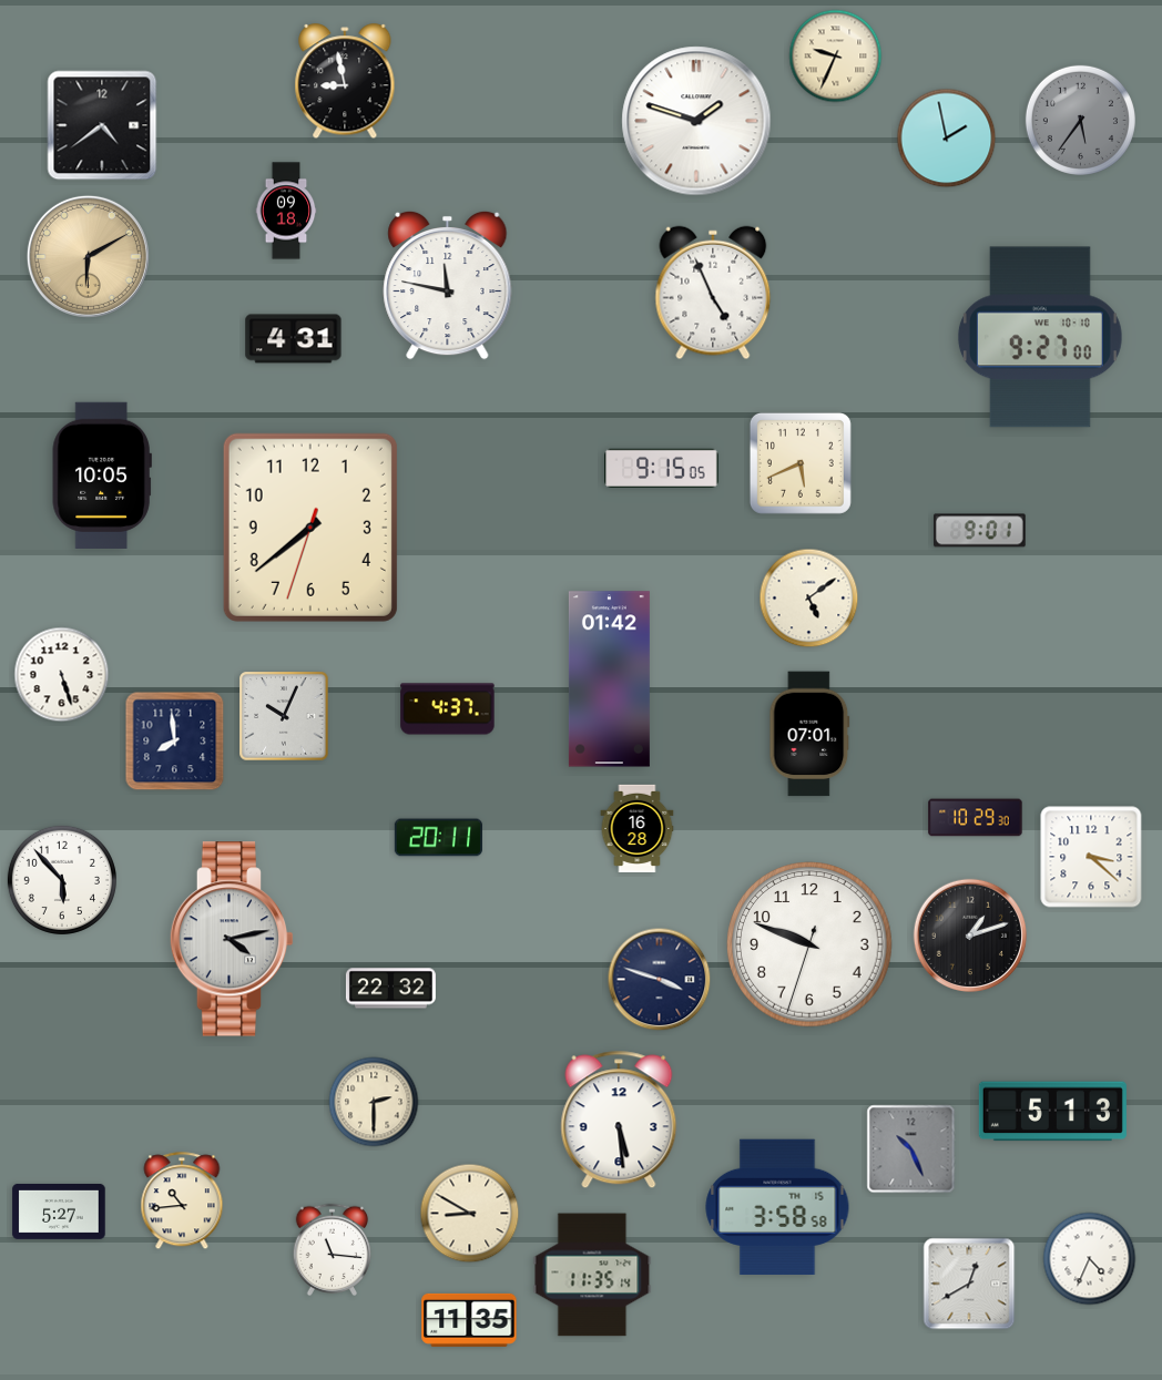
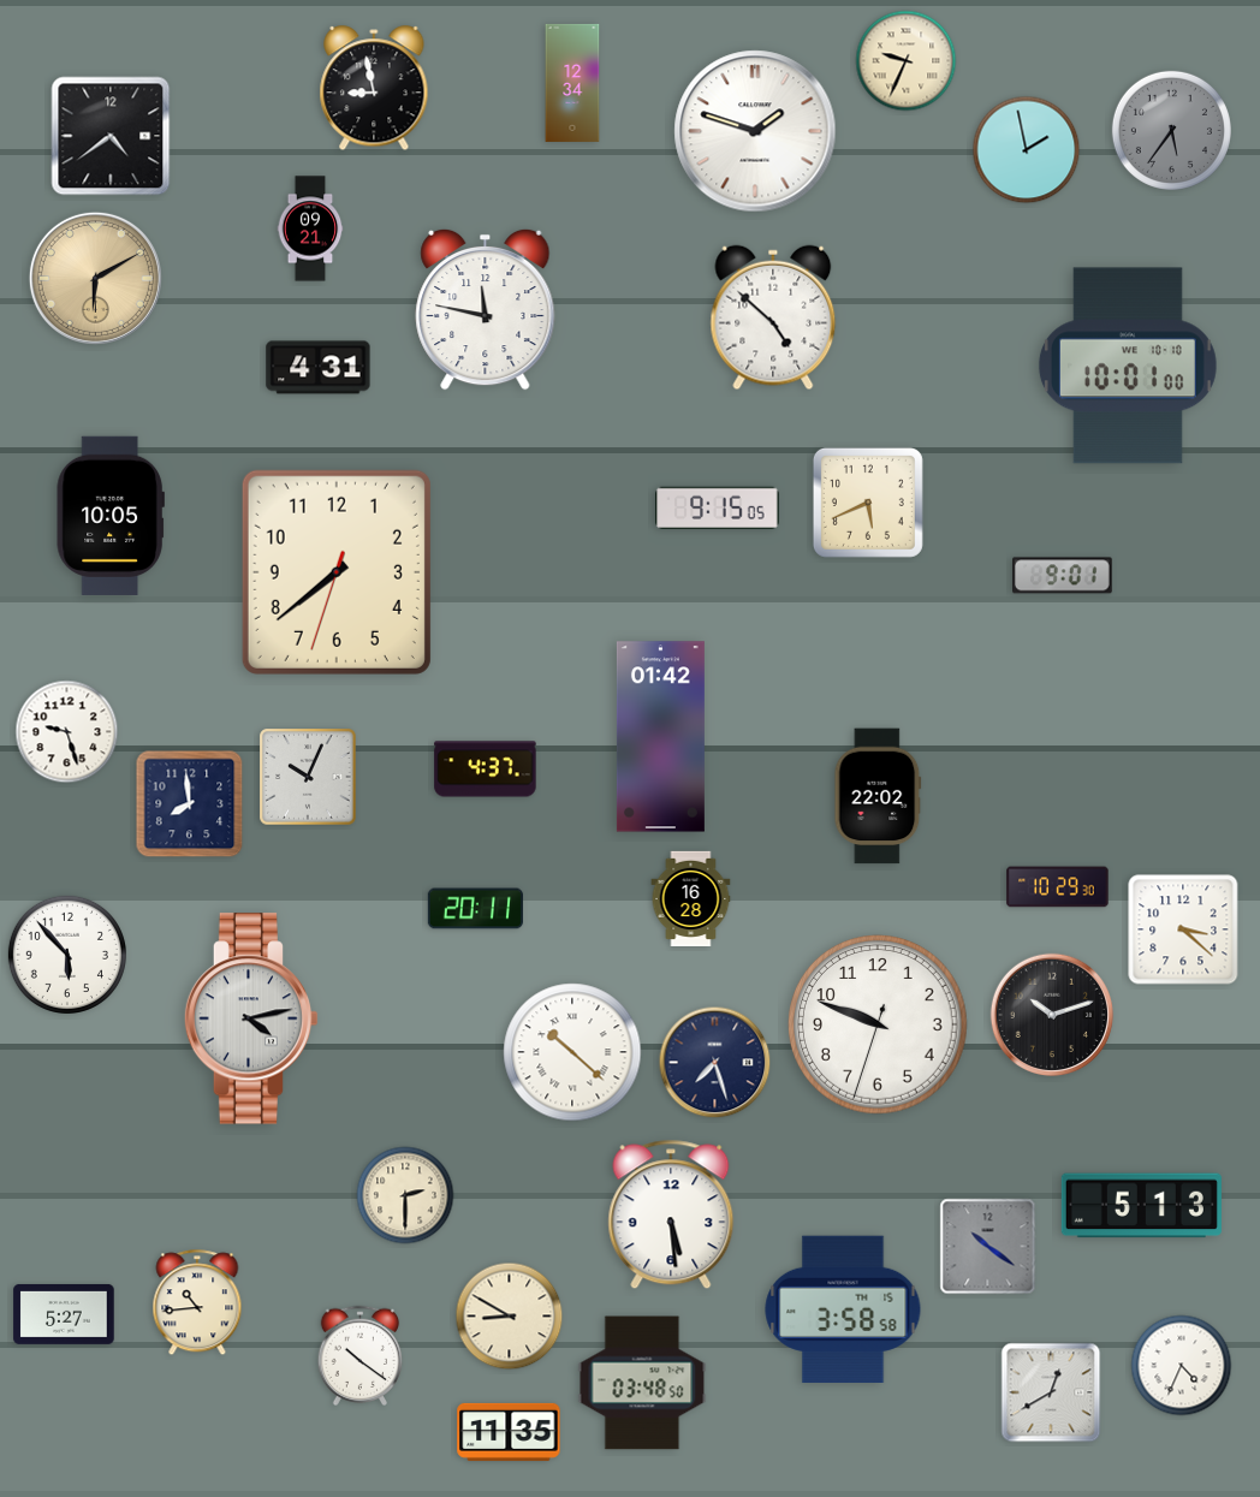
clock at (572, 83): none -> 12:34
clock at (286, 211): 09:18 -> 09:21
clock at (713, 293): 4:56 -> 4:52
clock at (1040, 337): 9:27 -> 10:01
clock at (809, 599): 5:09 -> none
clock at (62, 675): 5:27 -> 9:27
clock at (809, 734): 07:01 -> 22:02
clock at (969, 934): 1:12 -> 10:12
clock at (572, 1052): none -> 10:22
clock at (660, 980): 3:48 -> 7:27
clock at (390, 989): 22:32 -> none
clock at (911, 1149): 10:26 -> 10:21
clock at (333, 1249): 11:16 -> 10:21
clock at (592, 1275): 11:35 -> 03:48
